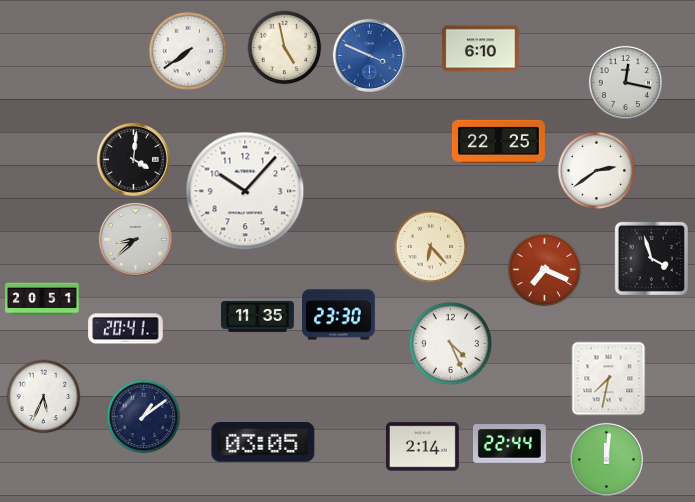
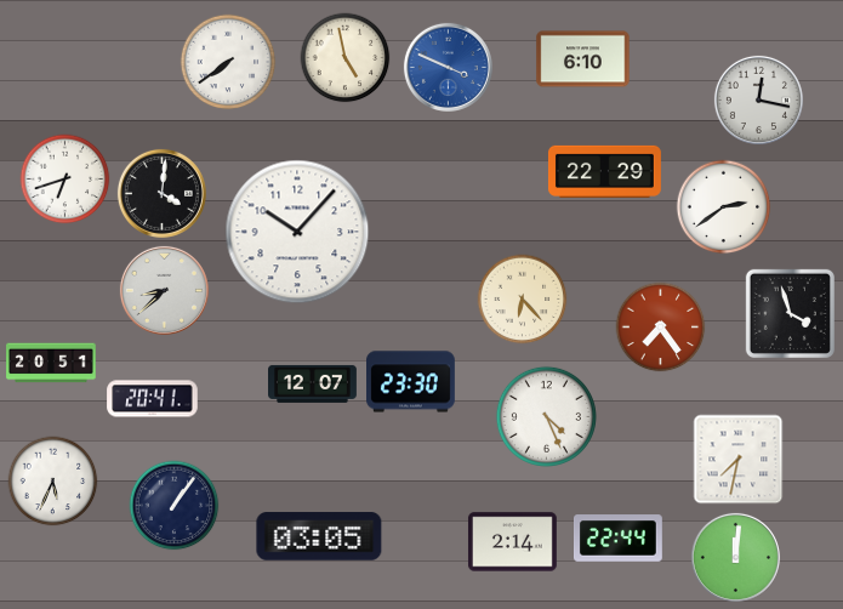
clock at (498, 141): 22:25 -> 22:29
clock at (65, 180): none -> 6:42
clock at (545, 270): 7:19 -> 7:24
clock at (258, 316): 11:35 -> 12:07
clock at (144, 417): 1:09 -> 1:06
